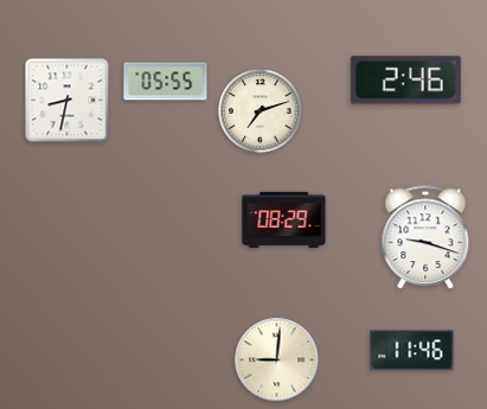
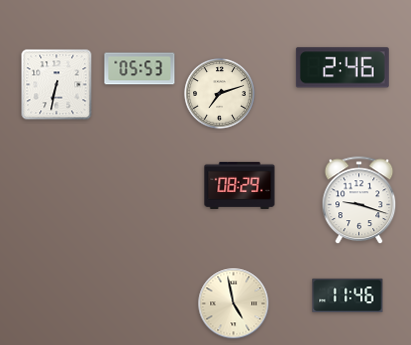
clock at (166, 82): 05:55 -> 05:53
clock at (68, 101): 8:32 -> 6:32
clock at (277, 360): 9:01 -> 4:58
